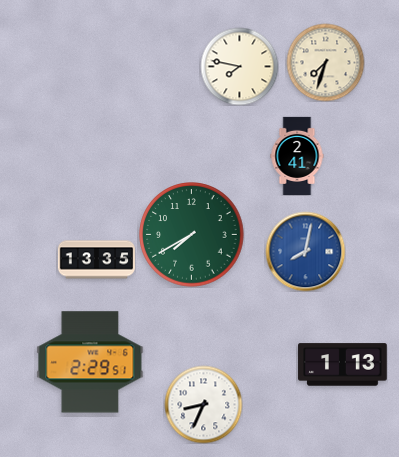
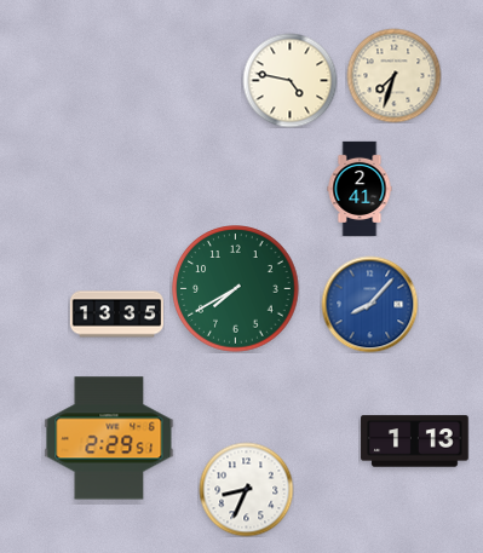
clock at (239, 66): 7:47 -> 4:47
clock at (192, 235) position: (192, 235) -> (236, 289)
clock at (305, 251): 8:02 -> 8:07
